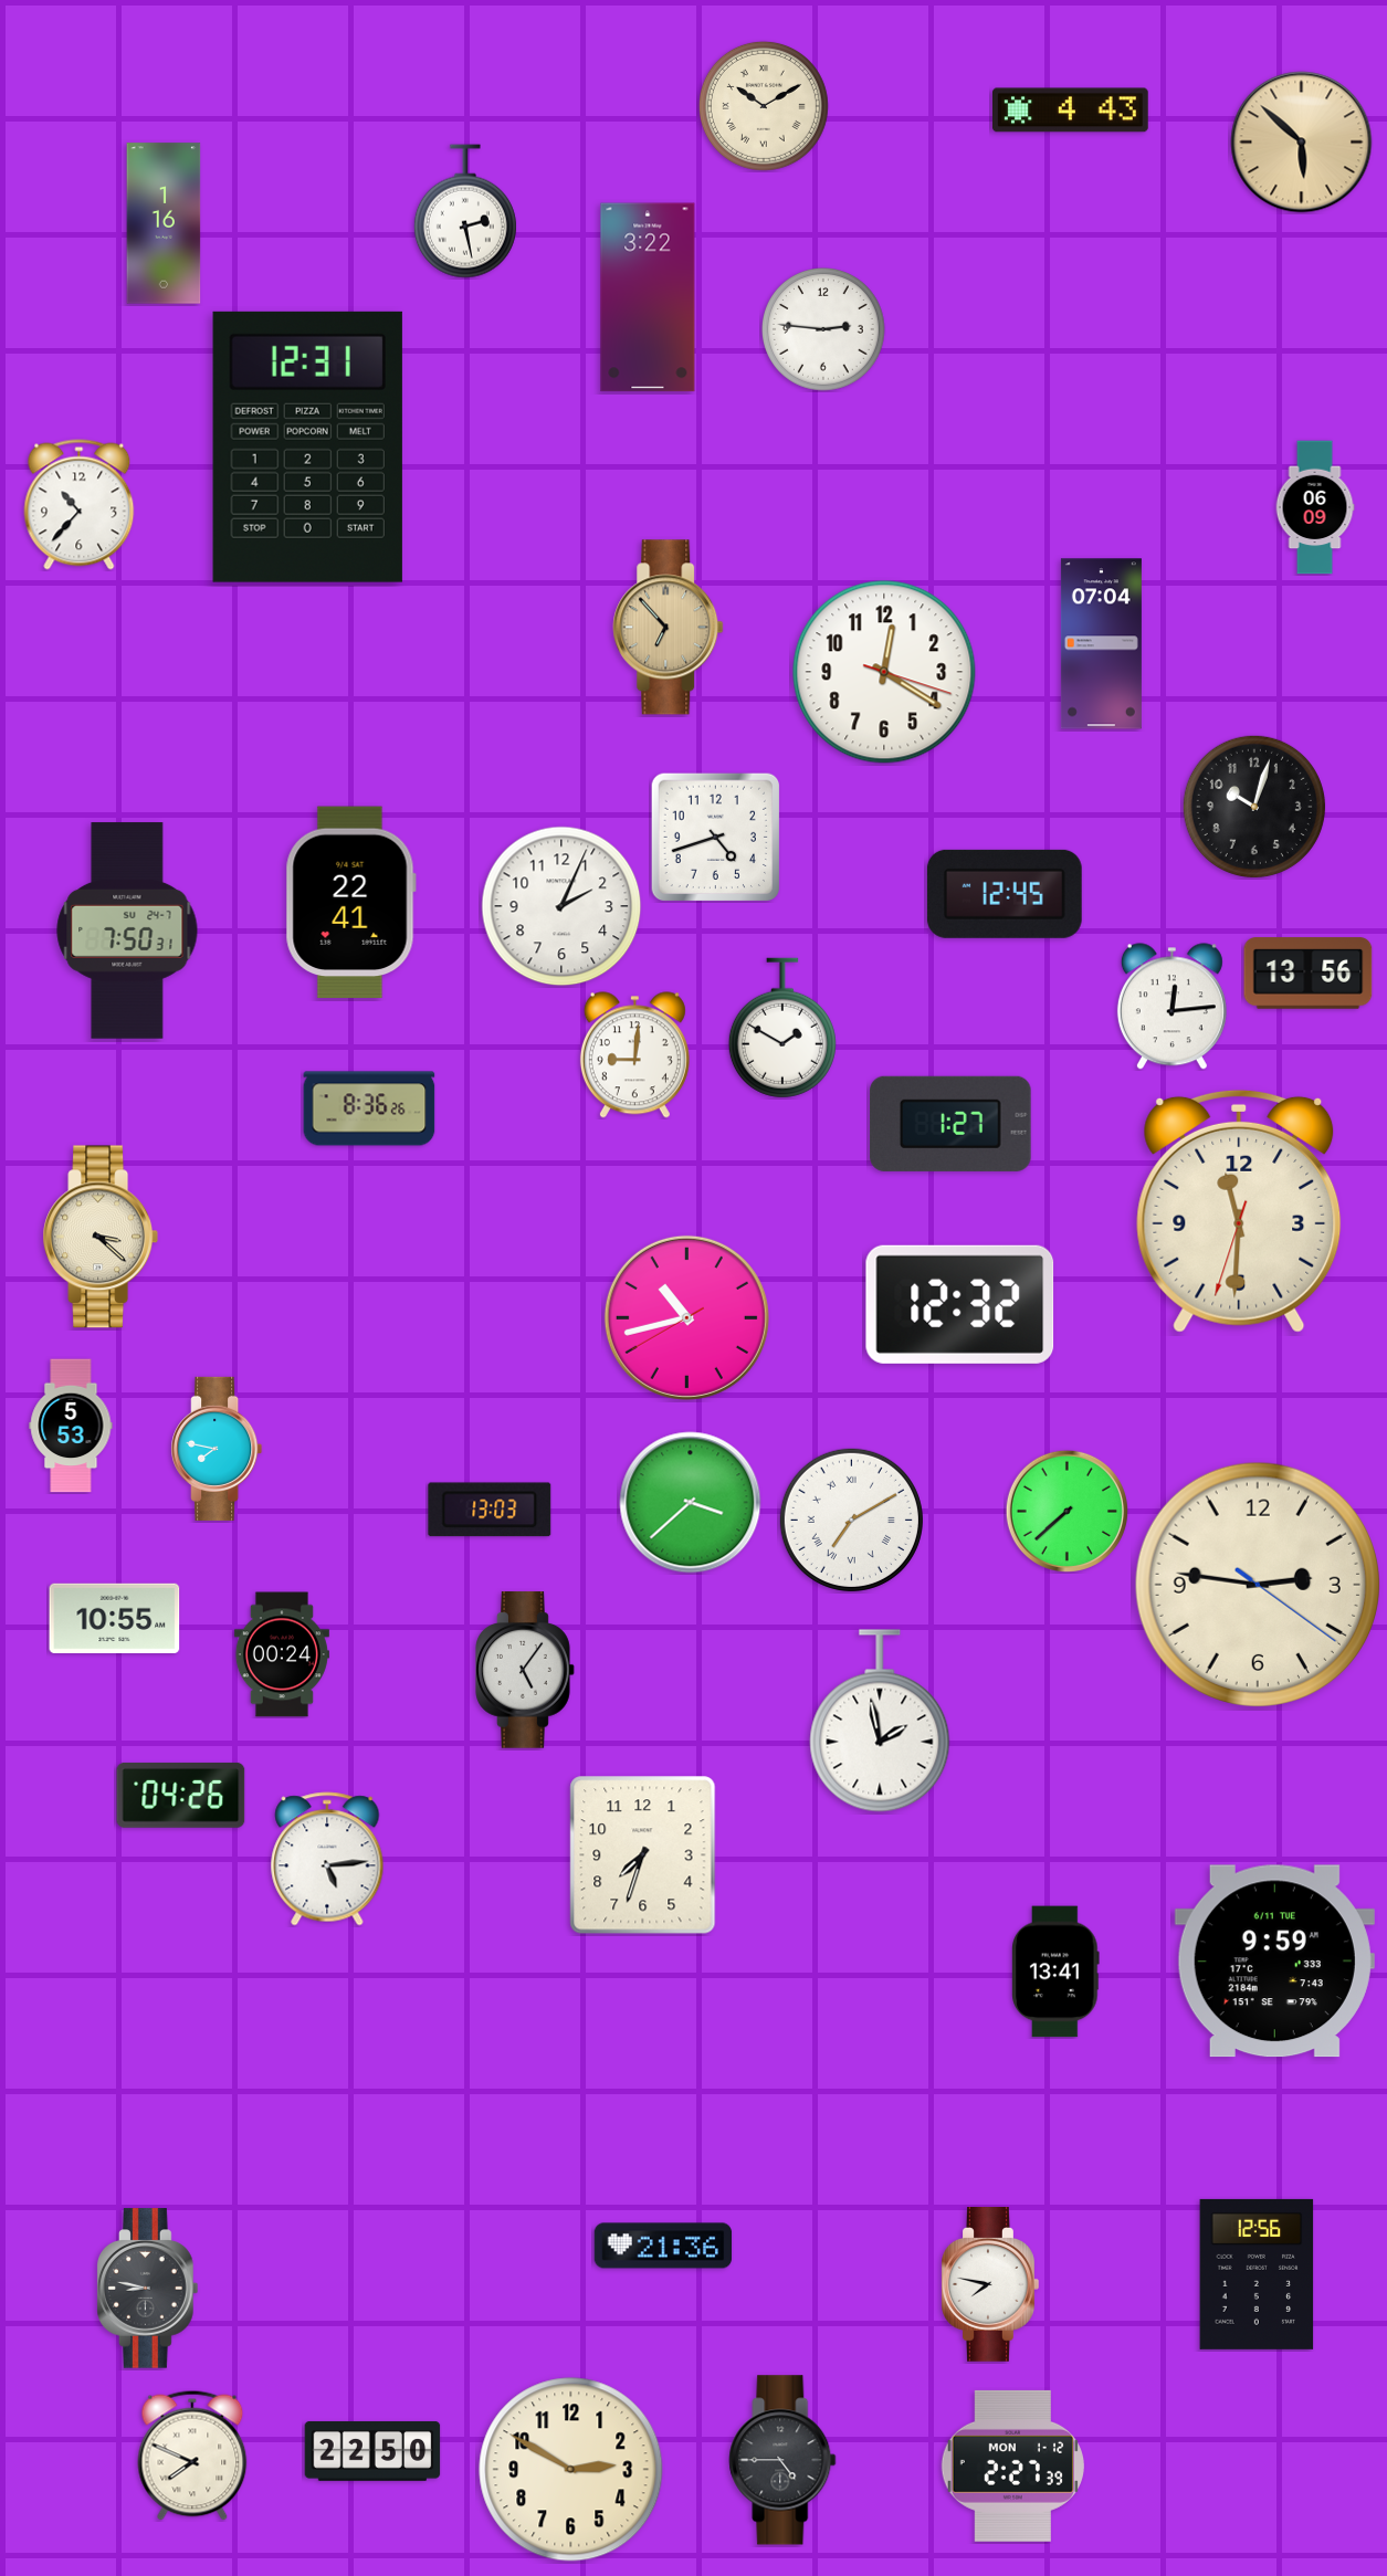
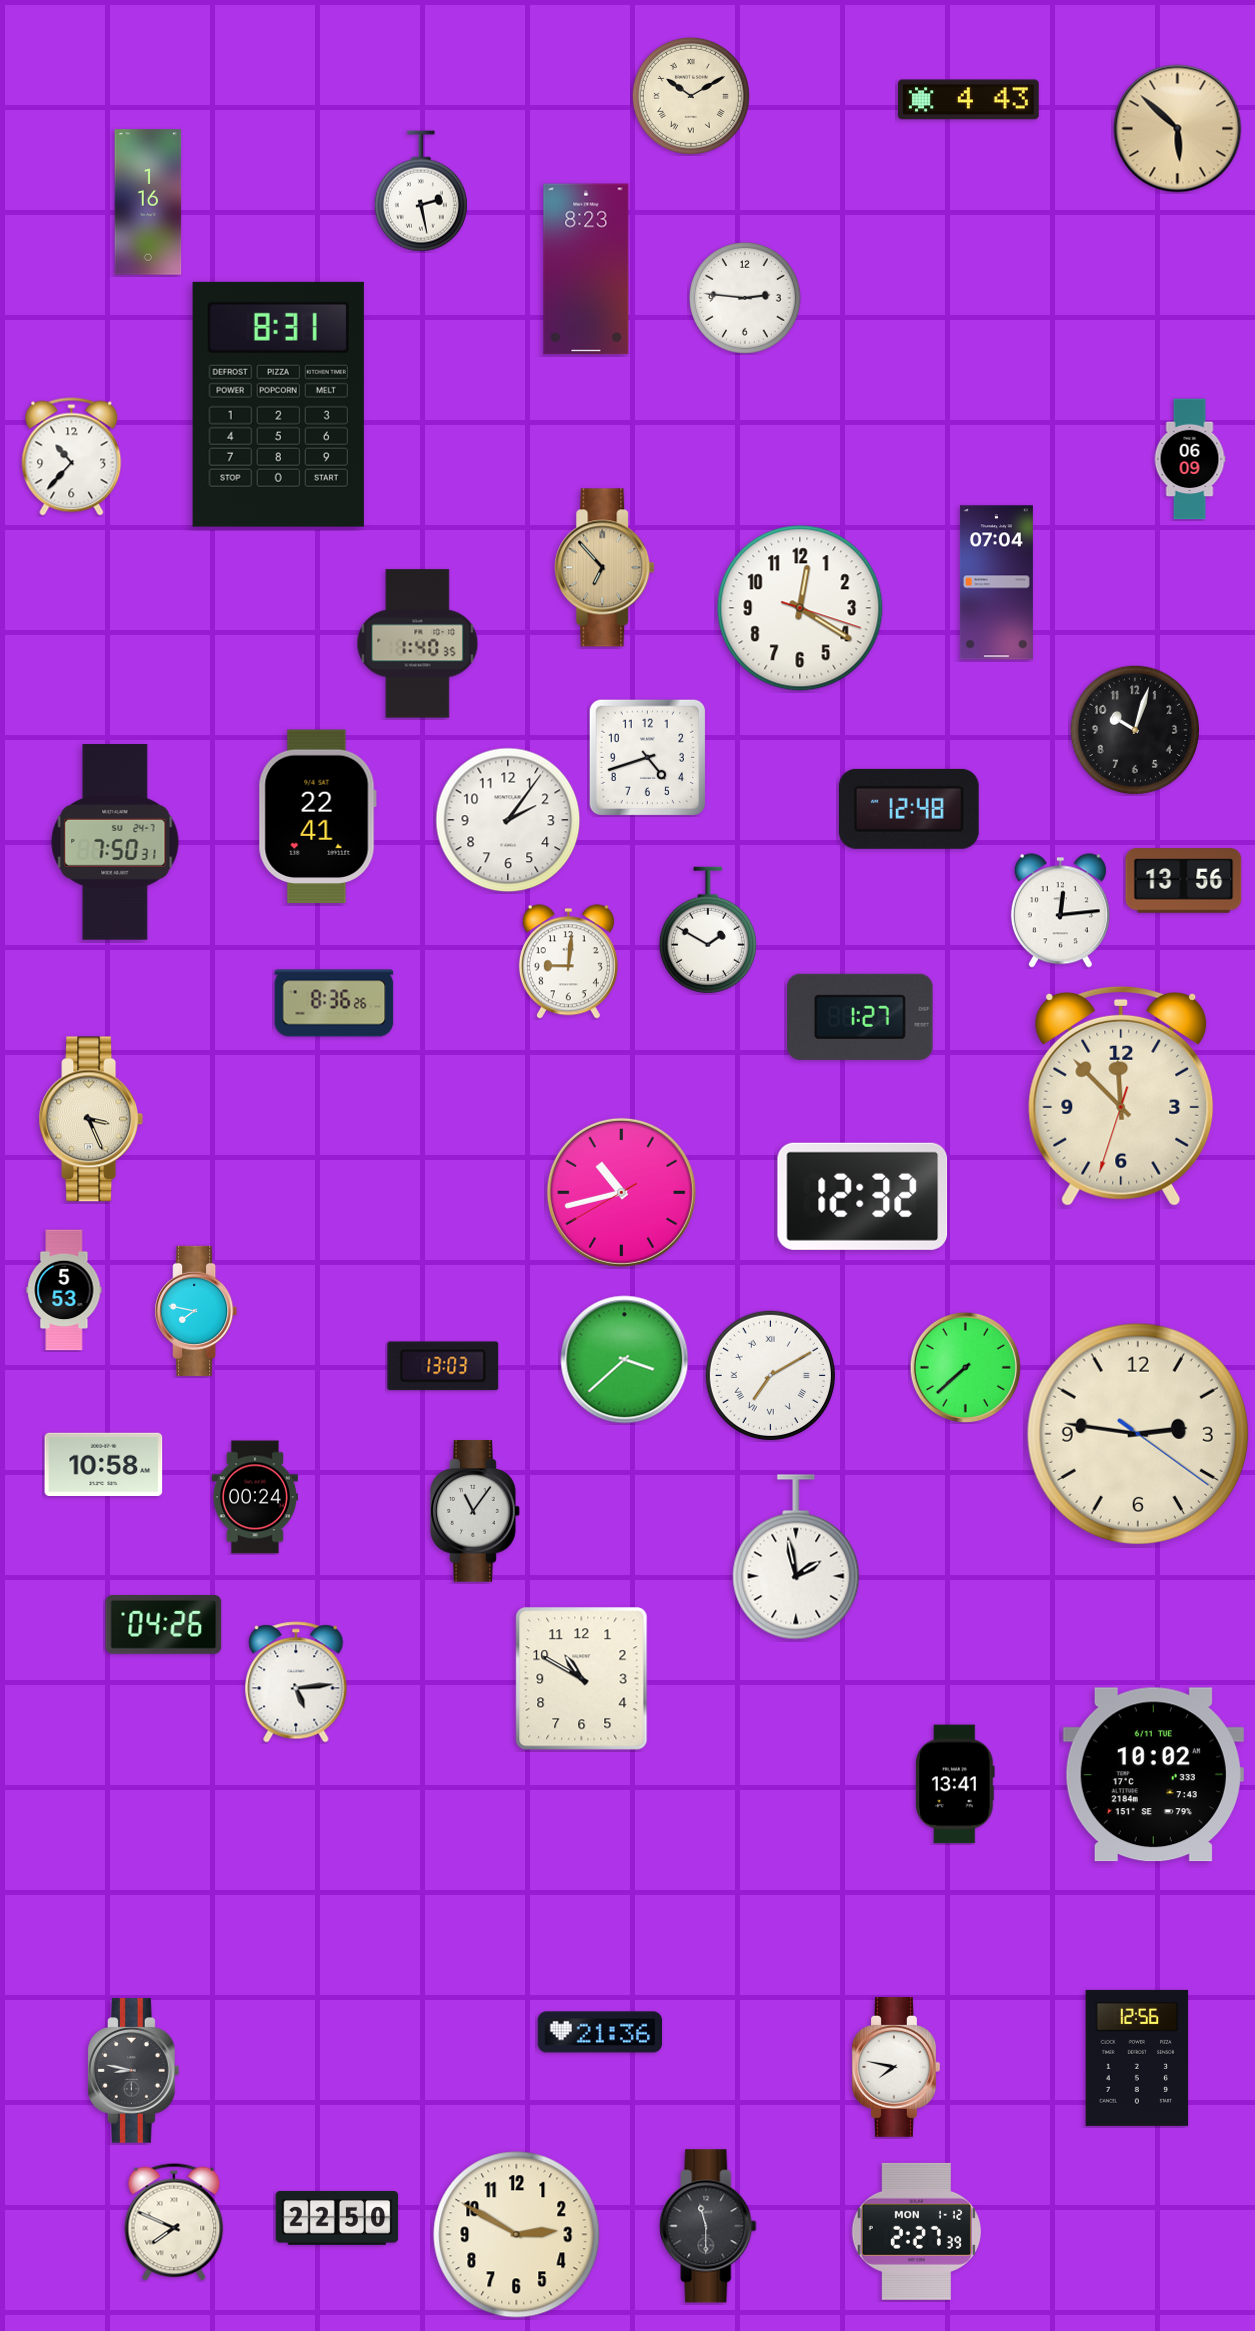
clock at (648, 297): 3:22 -> 8:23
clock at (307, 446): 12:31 -> 8:31
clock at (418, 644): none -> 1:40
clock at (1005, 894): 12:45 -> 12:48
clock at (561, 906): 2:04 -> 2:06
clock at (634, 1055) position: (634, 1055) -> (568, 962)
clock at (1239, 1211): 11:30 -> 11:52
clock at (101, 1237): 3:22 -> 3:26
clock at (960, 1304) position: (960, 1304) -> (863, 1196)
clock at (115, 1618): 10:55 -> 10:58
clock at (525, 1670): 5:06 -> 11:06
clock at (643, 1855): 7:33 -> 10:50
clock at (1274, 1962): 9:59 -> 10:02
clock at (782, 2460): 4:45 -> 11:30
